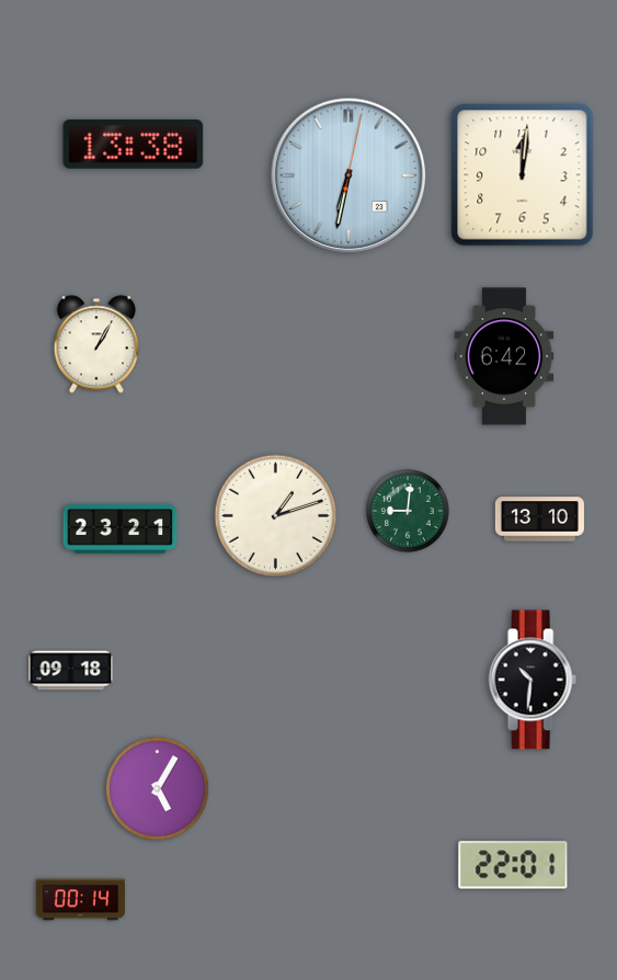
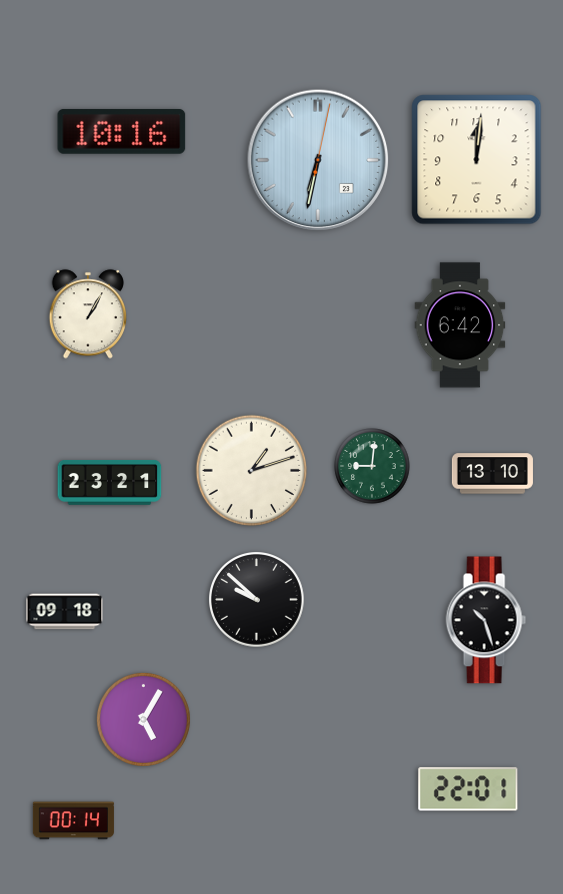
clock at (134, 144): 13:38 -> 10:16
clock at (257, 600): none -> 9:52
clock at (533, 680): 10:31 -> 10:27
